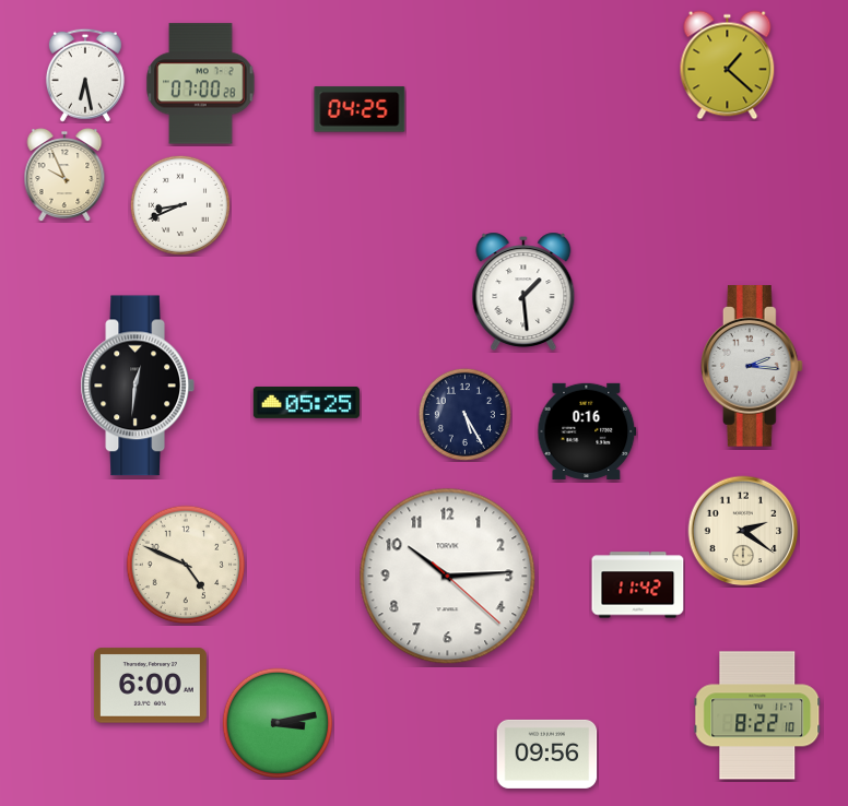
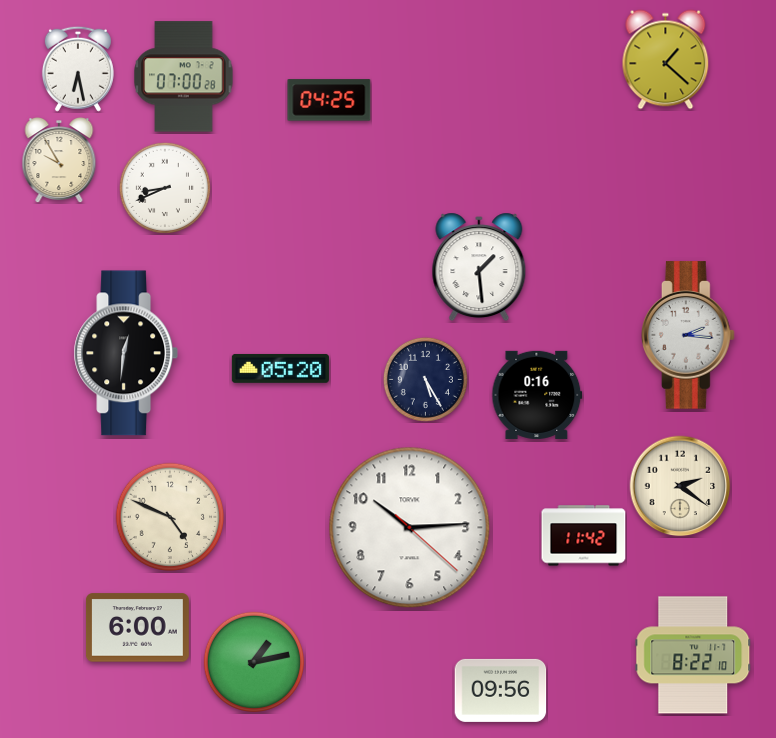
clock at (64, 175): 9:56 -> 9:55
clock at (306, 402): 05:25 -> 05:20
clock at (276, 722): 3:13 -> 1:13
